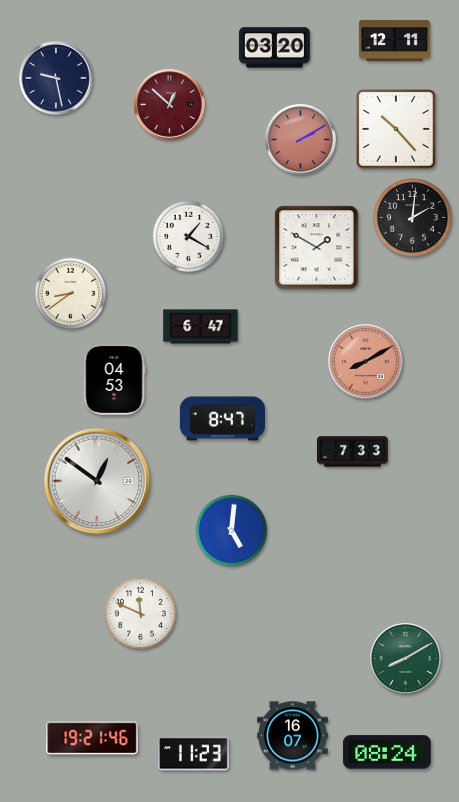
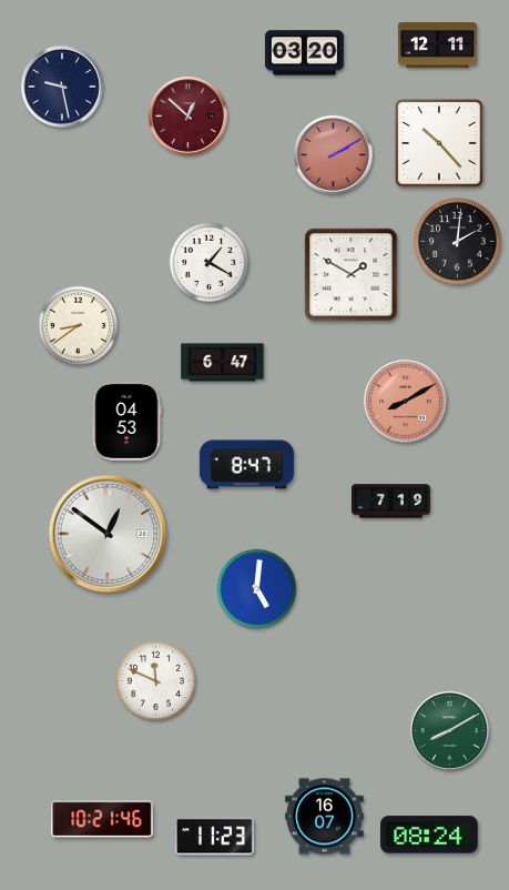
clock at (352, 452): 7:33 -> 7:19
clock at (92, 738): 19:21 -> 10:21
